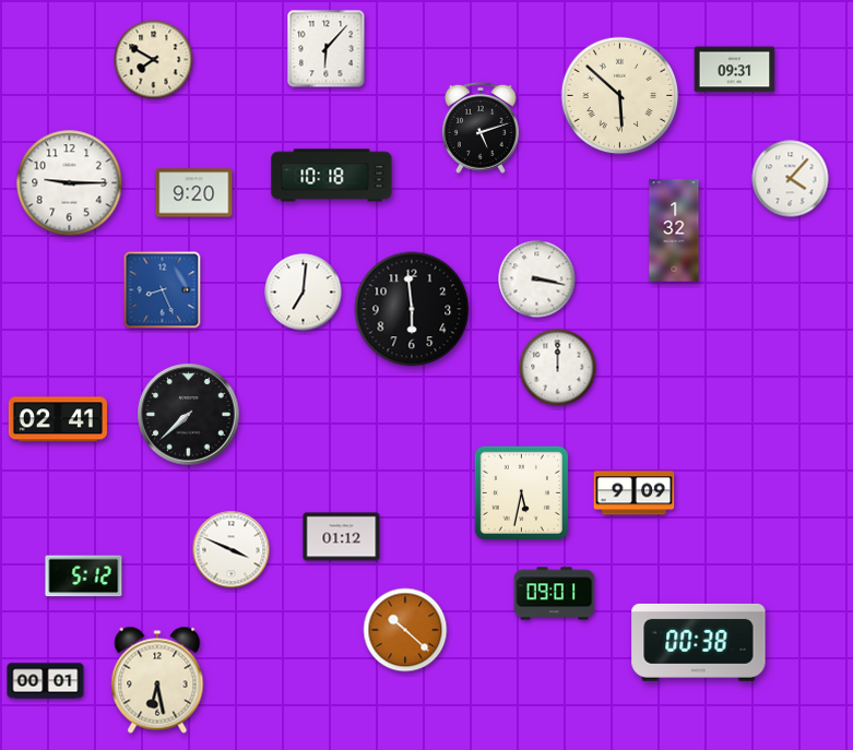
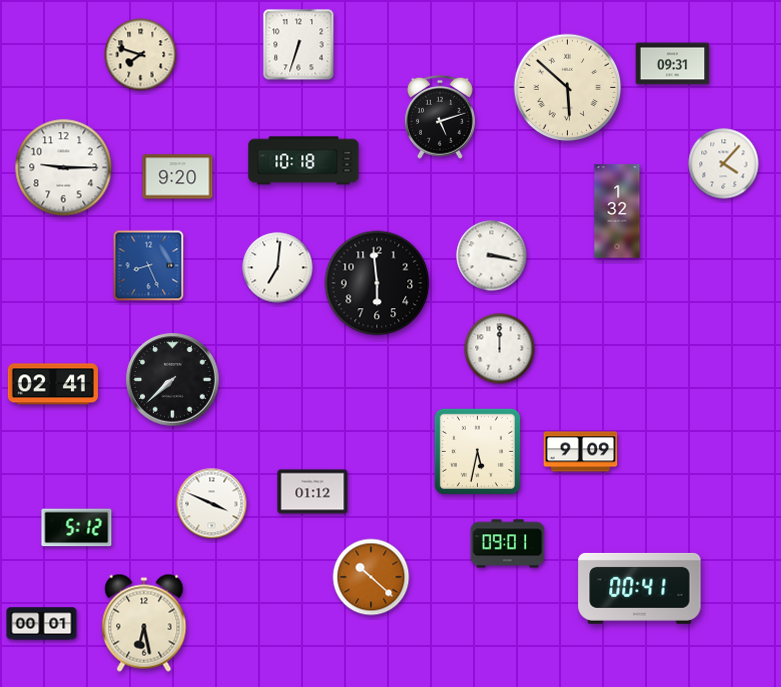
clock at (327, 49): 6:07 -> 6:33
clock at (154, 60): 7:50 -> 7:48
clock at (558, 368) position: (558, 368) -> (500, 349)
clock at (699, 642): 00:38 -> 00:41
